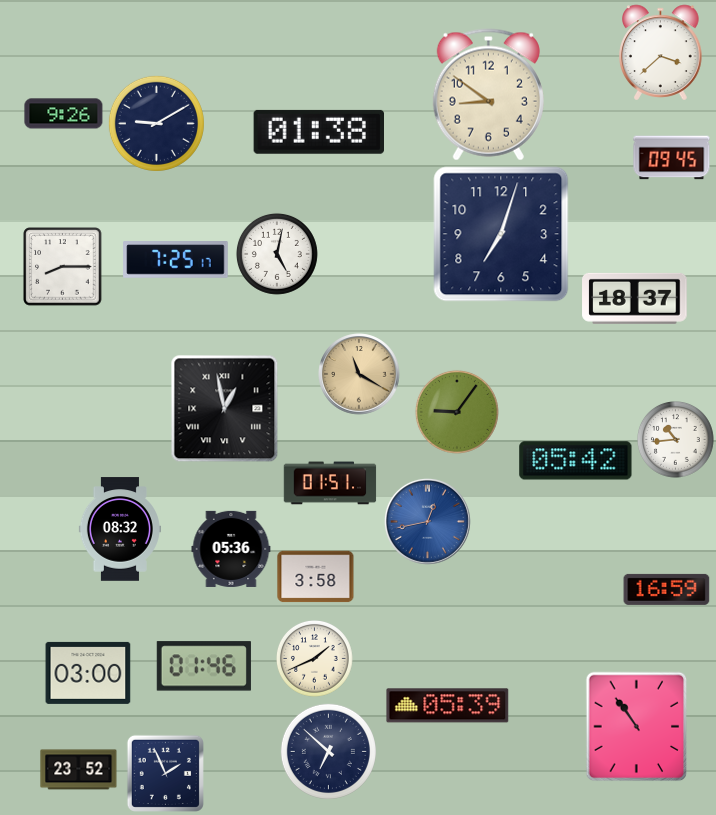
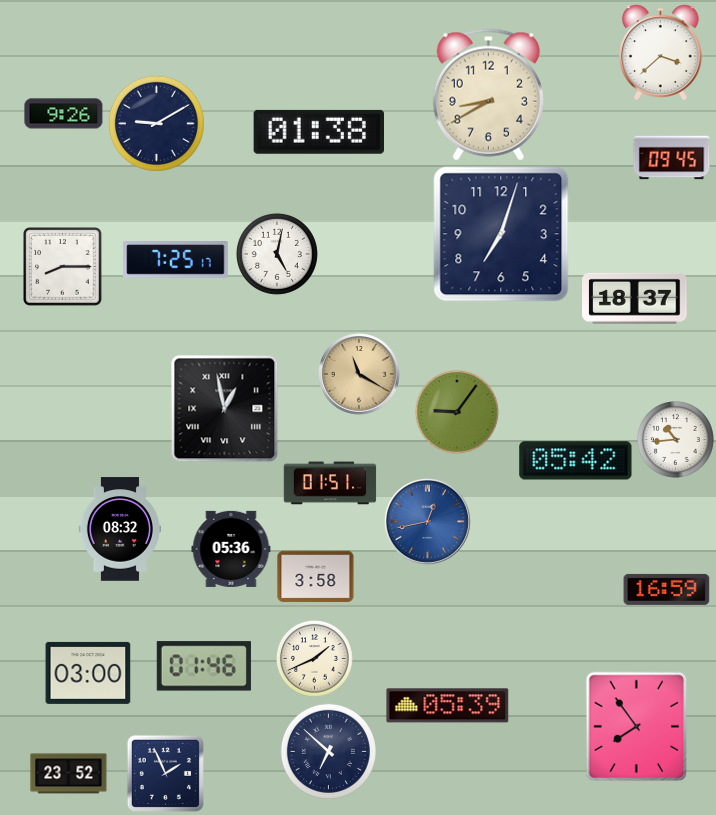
clock at (488, 95): 8:51 -> 8:40
clock at (637, 727): 10:54 -> 7:54
clock at (79, 770) position: (79, 770) -> (69, 774)
